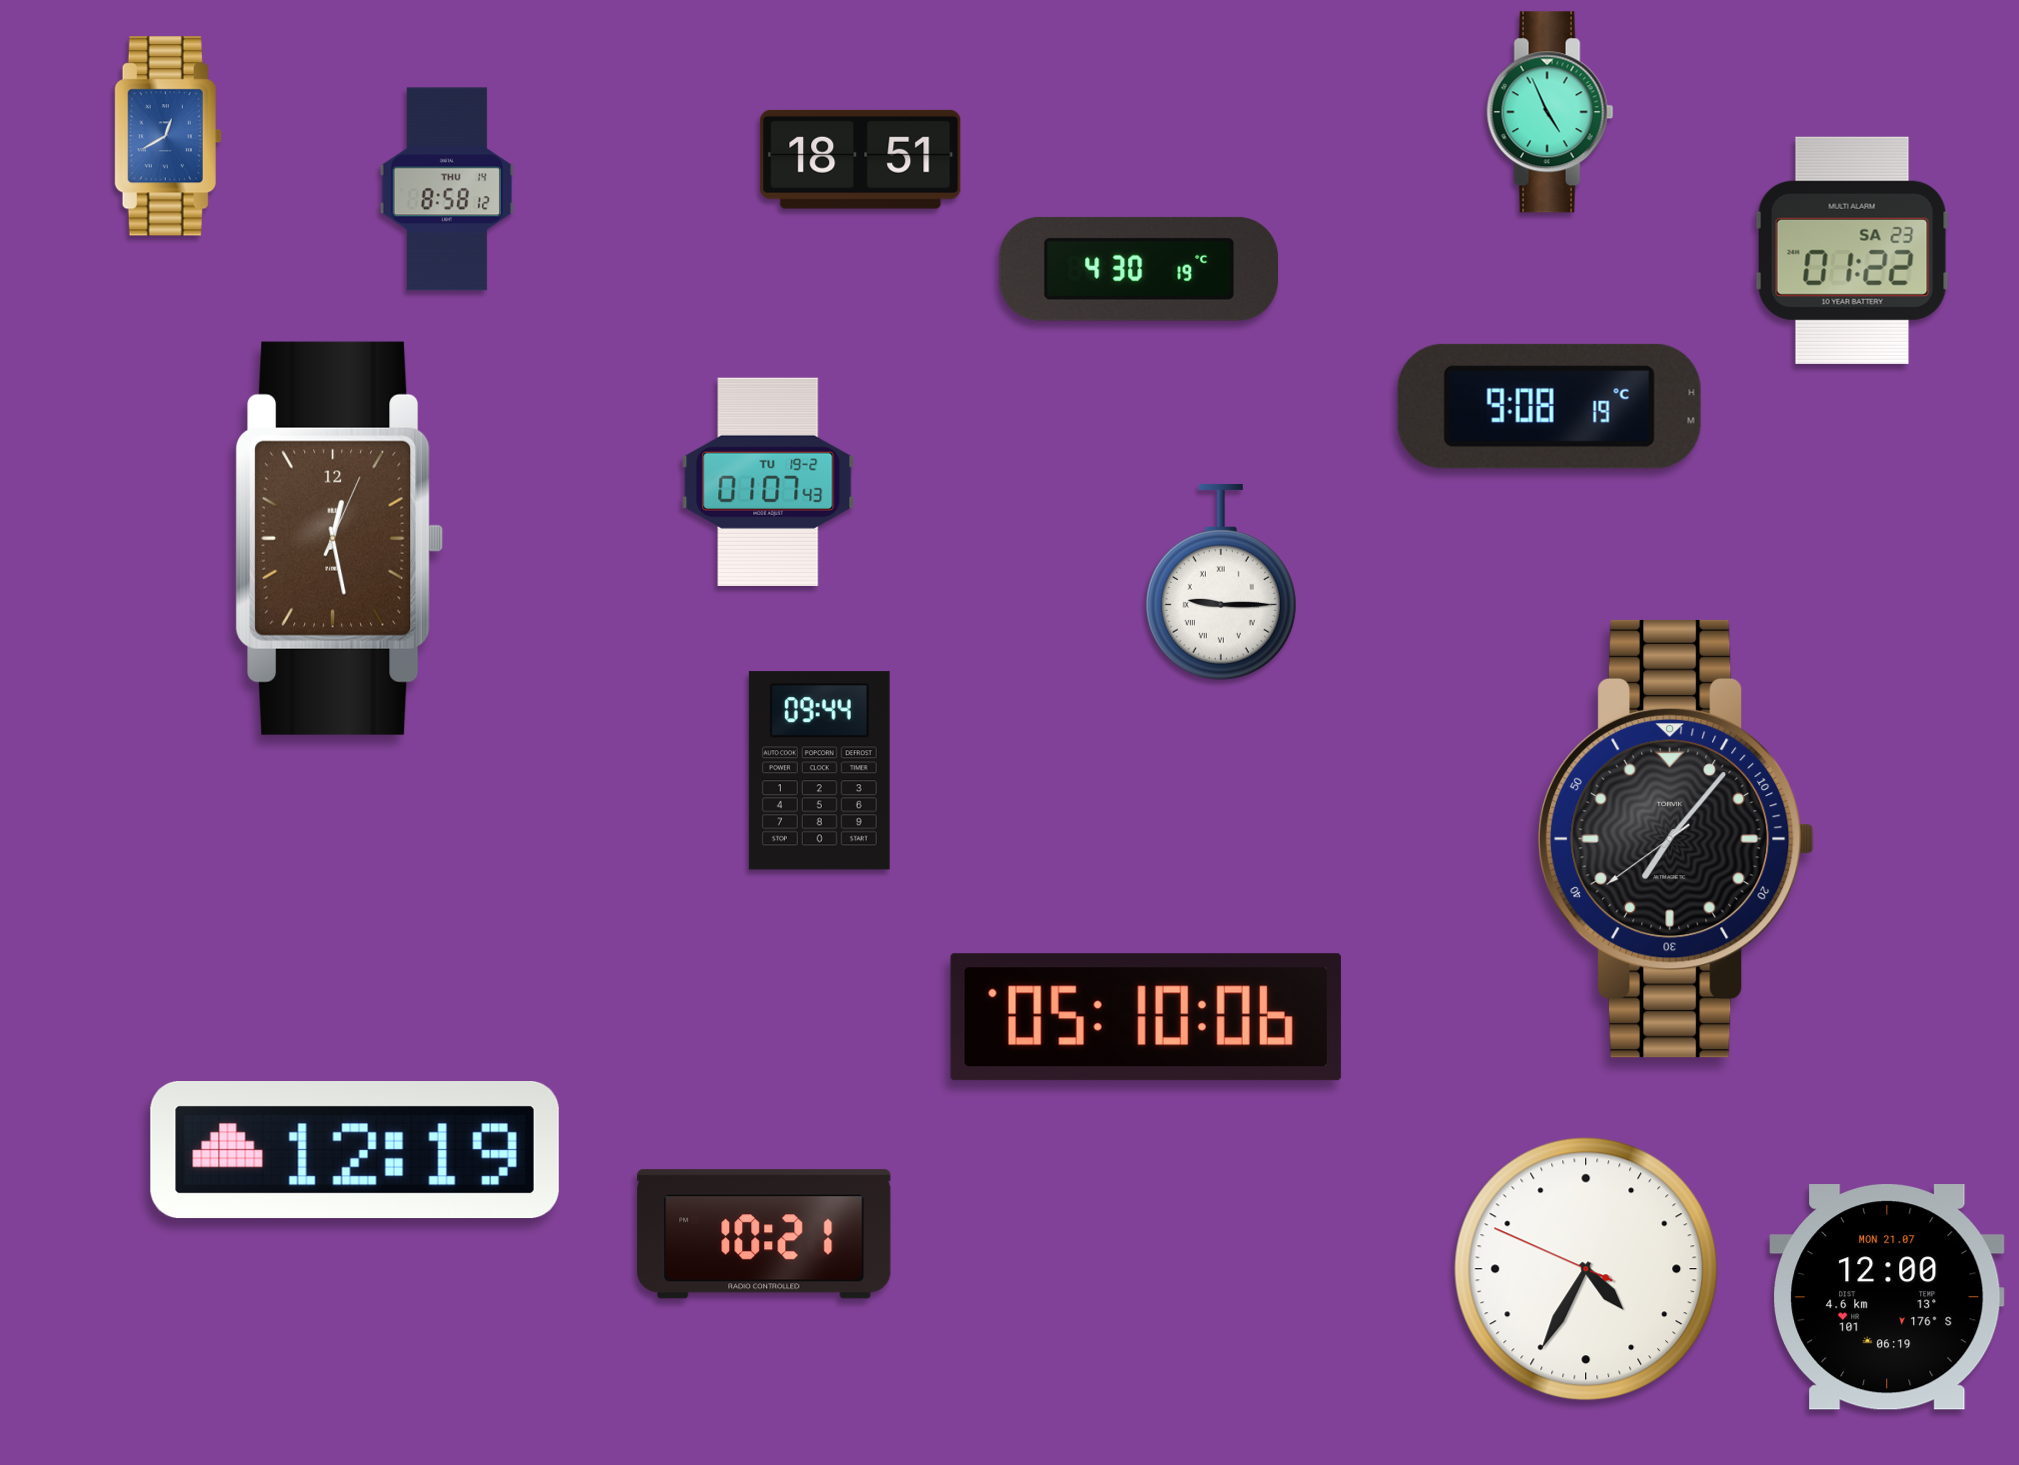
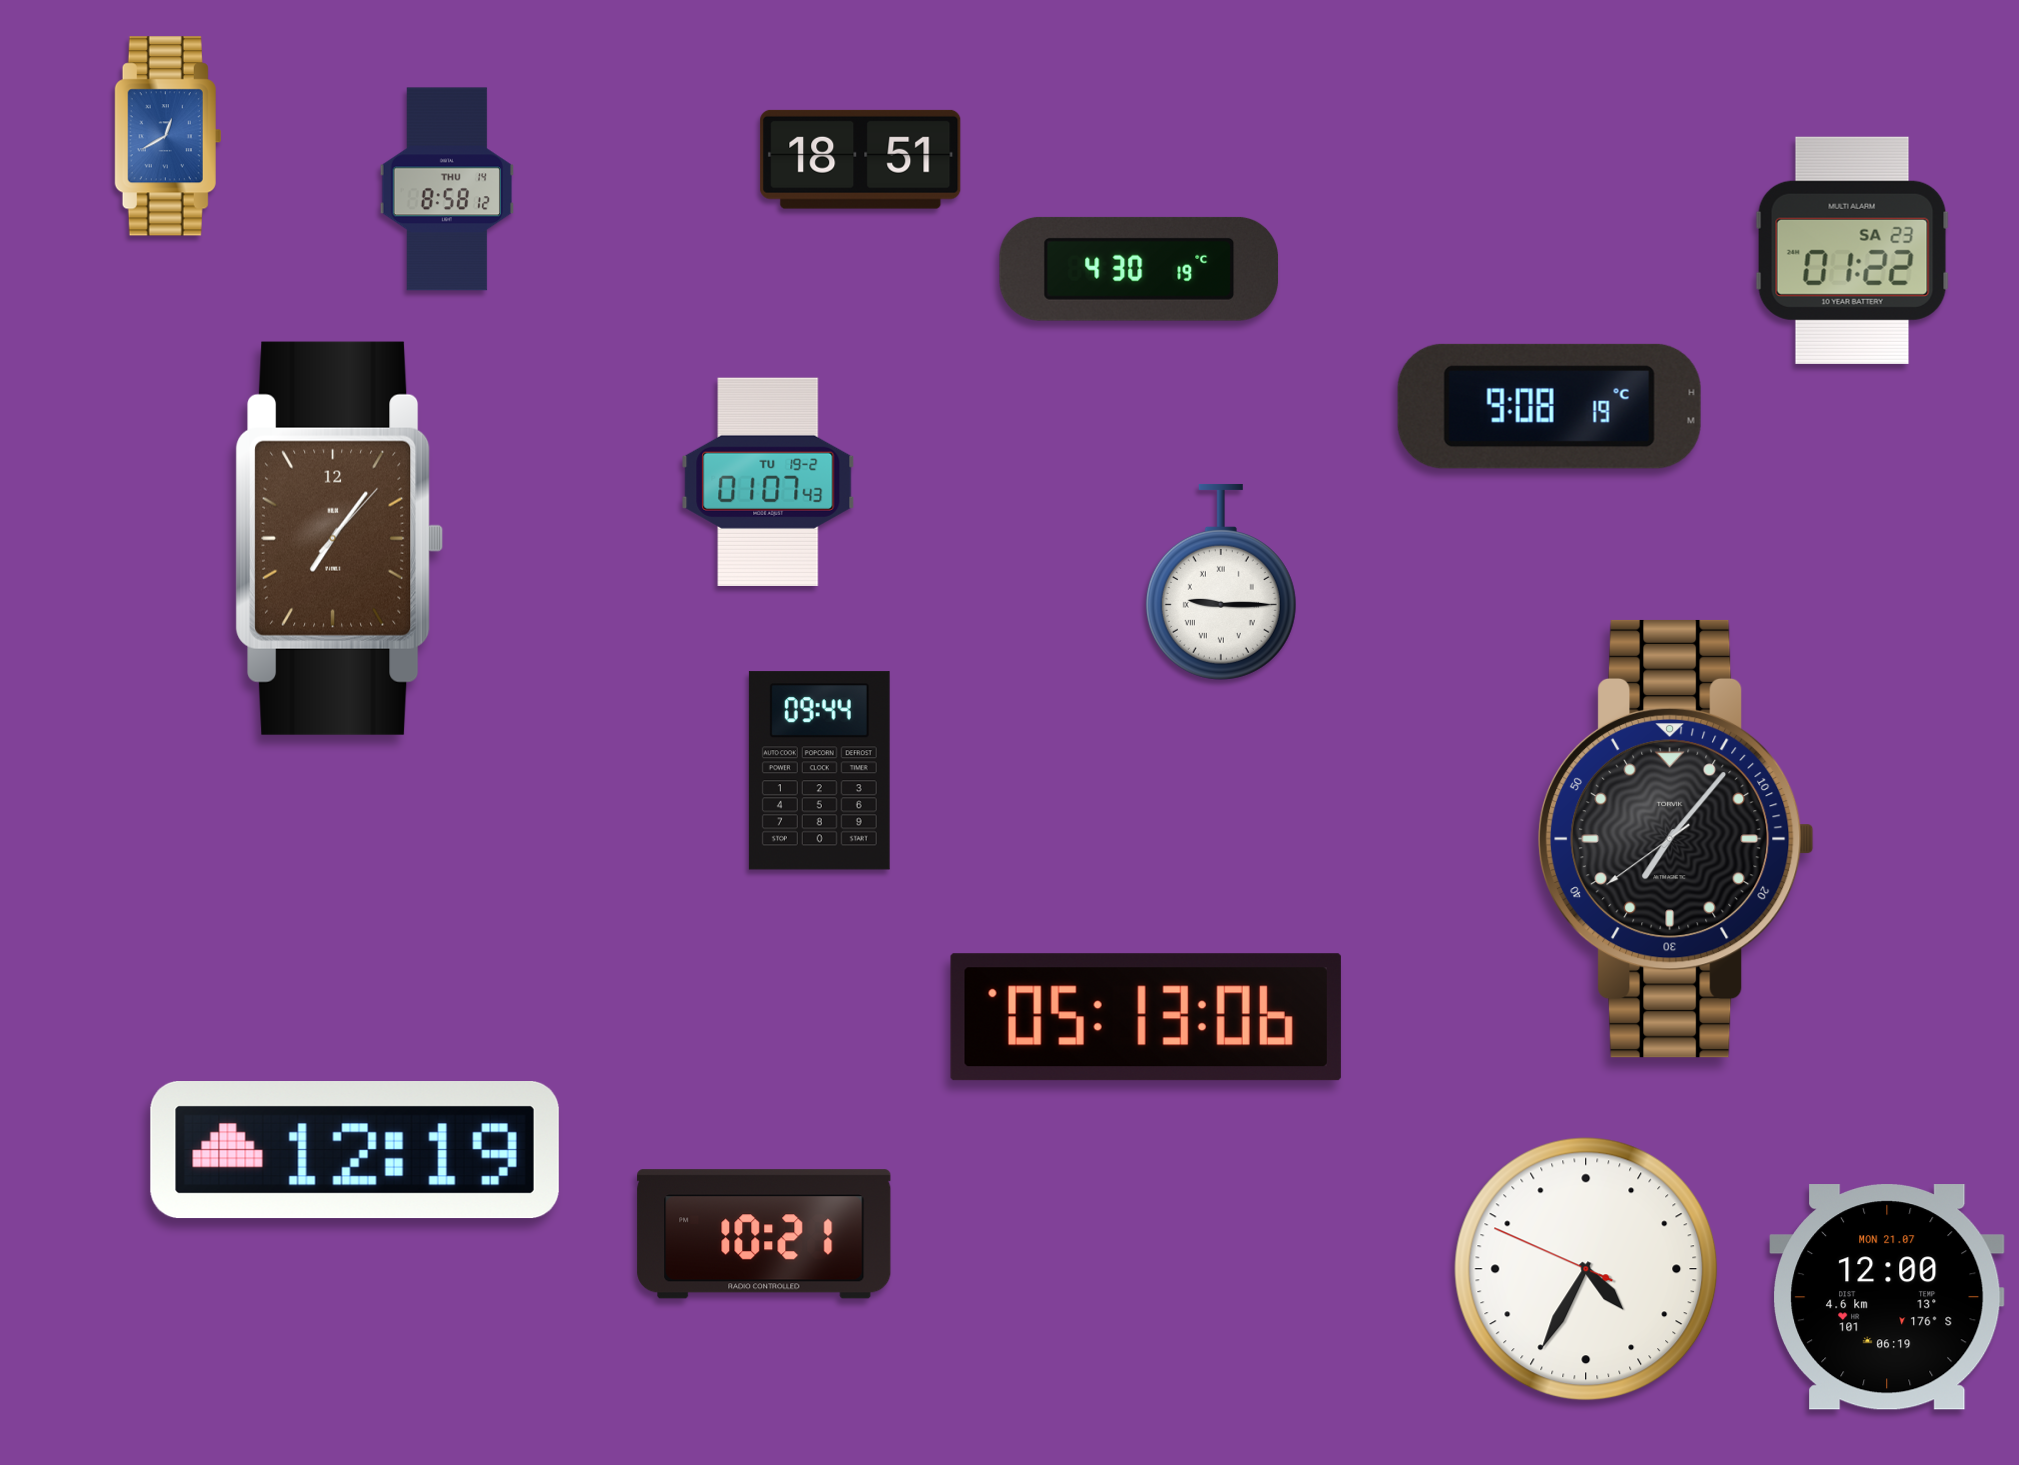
clock at (1550, 112): 4:56 -> none
clock at (340, 538): 12:28 -> 7:06
clock at (1146, 1017): 05:10 -> 05:13
